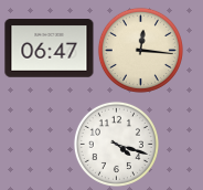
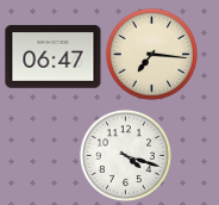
clock at (50, 49) position: (50, 49) -> (54, 57)
clock at (140, 50): 12:16 -> 7:16
